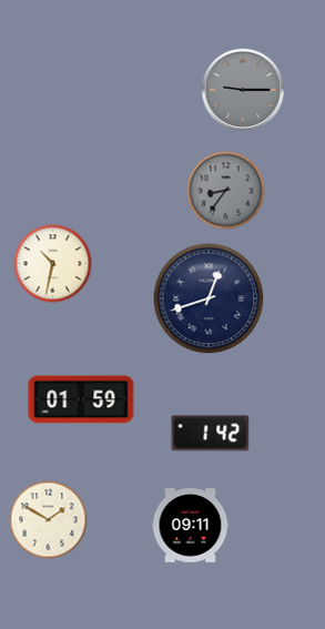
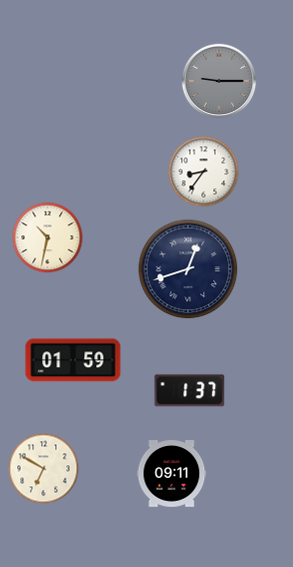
clock at (226, 191) dial: grey -> white
clock at (211, 434): 1:42 -> 1:37
clock at (49, 520): 1:50 -> 6:50
